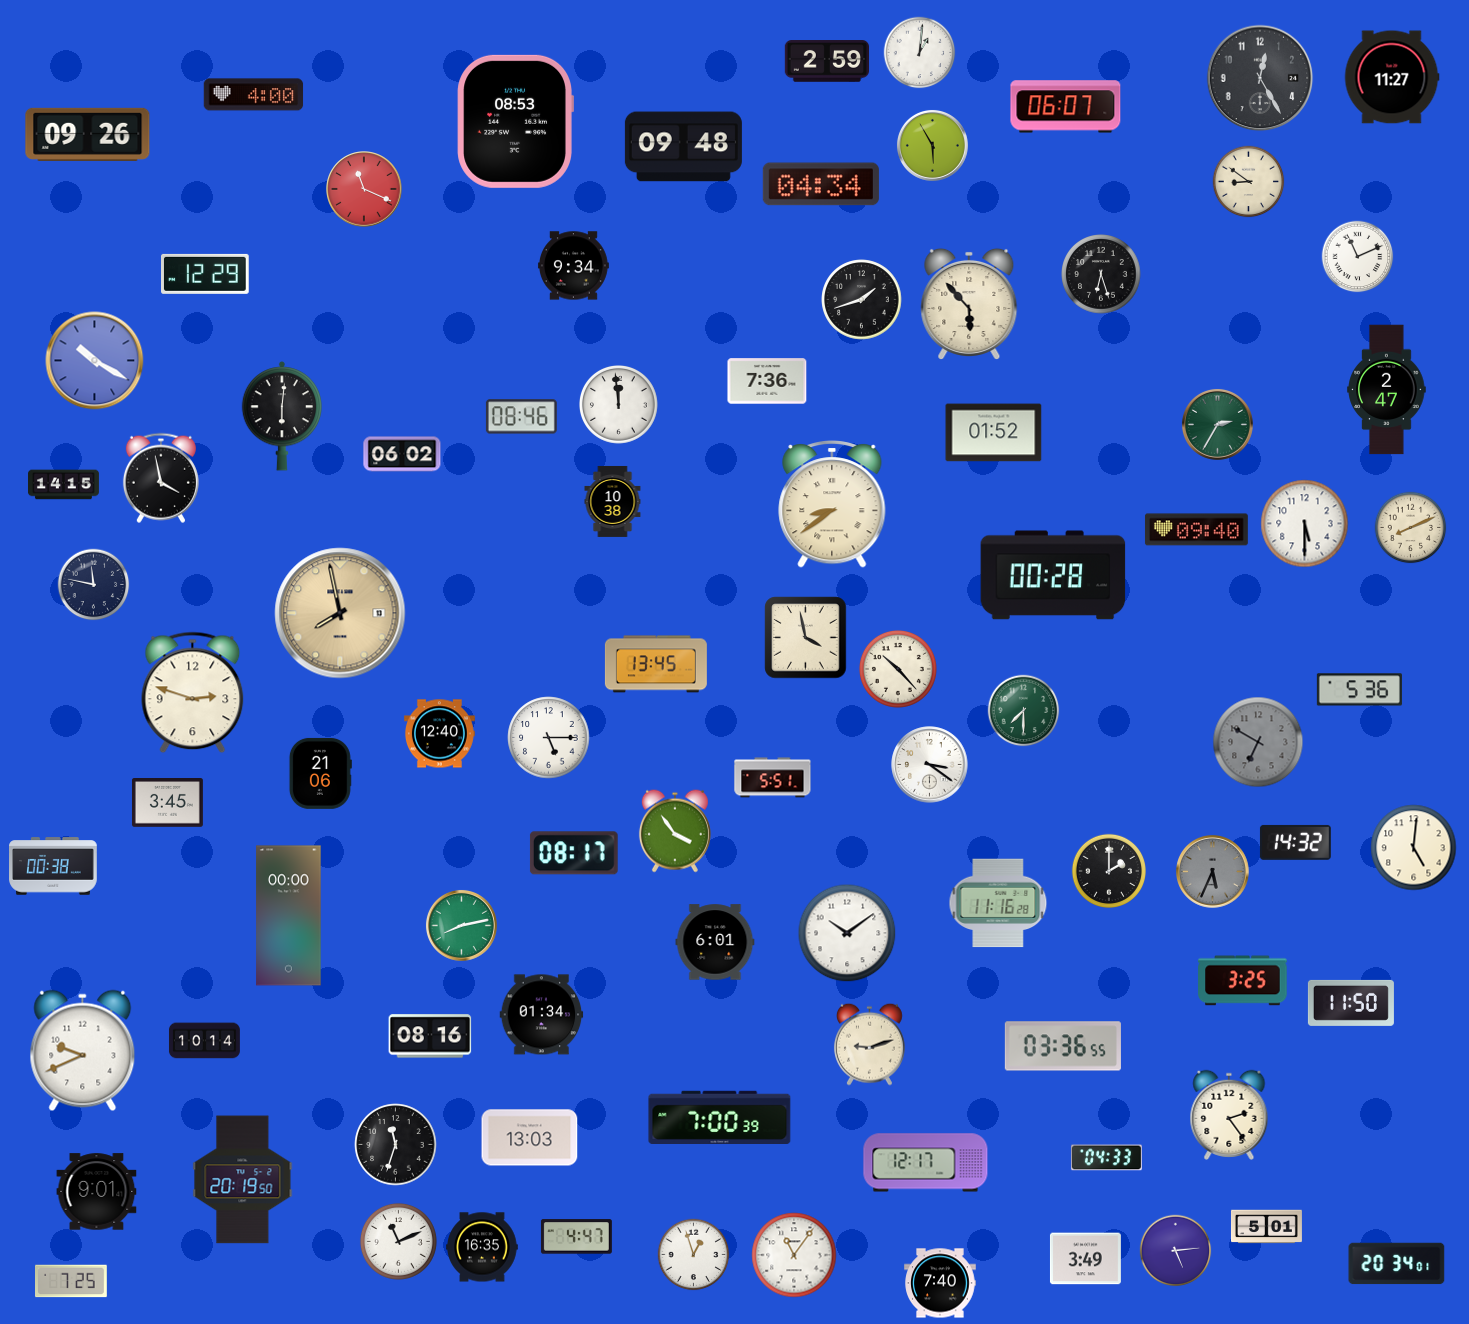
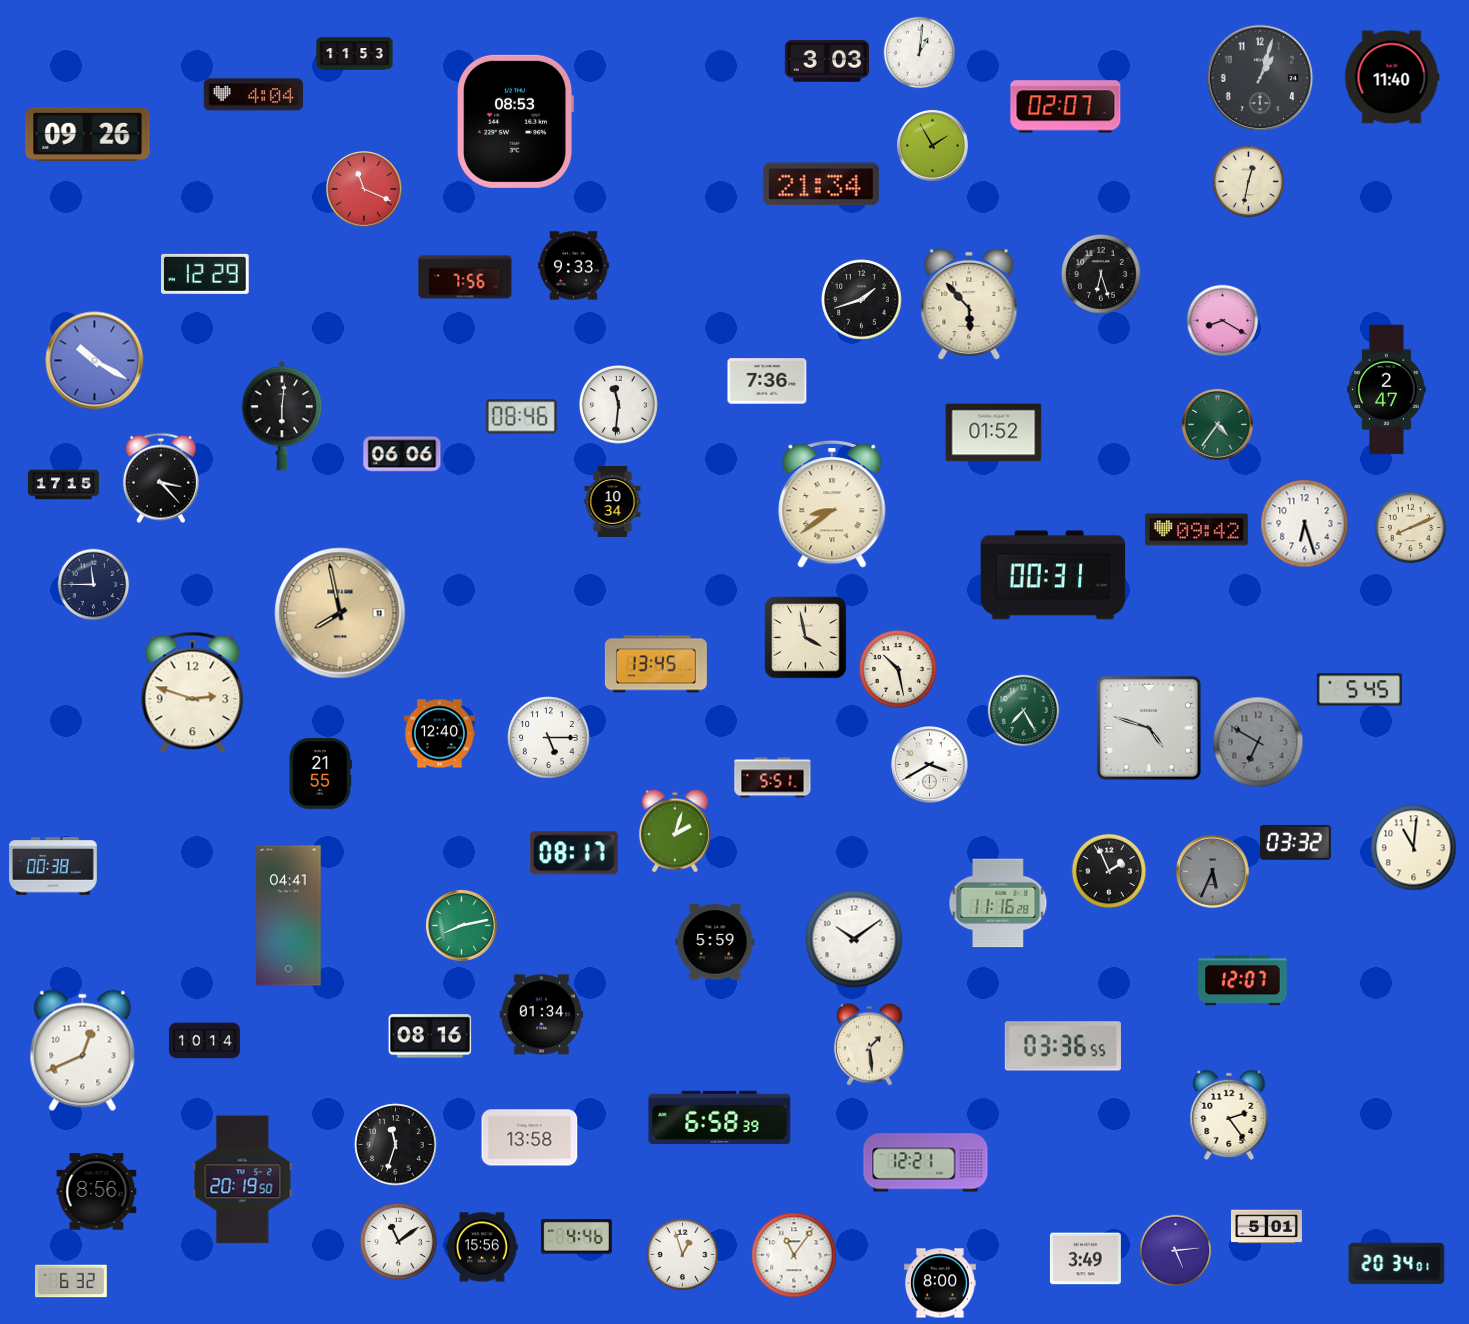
clock at (355, 54): none -> 11:53
clock at (827, 61): 2:59 -> 3:03
clock at (1392, 77): 11:27 -> 11:40
clock at (1260, 78): 12:25 -> 1:03
clock at (254, 95): 4:00 -> 4:04
clock at (1066, 107): 06:07 -> 02:07
clock at (932, 145): 5:55 -> 1:55
clock at (683, 147): 09:48 -> none
clock at (1249, 182): 8:51 -> 12:32
clock at (821, 184): 04:34 -> 21:34
clock at (1358, 257): 11:11 -> none
clock at (573, 266): 9:34 -> 9:33
clock at (465, 277): none -> 7:56
clock at (1223, 321): none -> 8:20
clock at (619, 405): 11:59 -> 11:31
clock at (1217, 424): 2:35 -> 4:36
clock at (402, 454): 06:02 -> 06:06
clock at (161, 478): 3:58 -> 3:23
clock at (64, 485): 14:15 -> 17:15
clock at (613, 501): 10:38 -> 10:34
clock at (1305, 524): 5:30 -> 6:27
clock at (1196, 530): 09:40 -> 09:42
clock at (1053, 575): 00:28 -> 00:31
clock at (94, 585): 11:47 -> 11:45
clock at (898, 669): 10:23 -> 10:28
clock at (1359, 690): 5:36 -> 5:45
clock at (1024, 711): 7:30 -> 7:25
clock at (1149, 728): none -> 4:48
clock at (930, 765): 3:21 -> 3:40
clock at (320, 773): 21:06 -> 21:55
clock at (167, 803): 3:45 -> none
clock at (675, 831): 3:54 -> 2:03
clock at (1295, 842): 14:32 -> 03:32
clock at (1414, 848): 5:01 -> 11:01
clock at (1108, 870): 2:00 -> 1:56
clock at (289, 916): 00:00 -> 04:41
clock at (847, 933) position: (847, 933) -> (854, 939)
clock at (715, 942): 6:01 -> 5:59
clock at (1243, 981): 3:25 -> 12:07
clock at (1351, 1003): 11:50 -> none
clock at (869, 1044): 9:12 -> 1:29
clock at (83, 1051): 9:41 -> 12:41
clock at (720, 1117): 7:00 -> 6:58
clock at (530, 1138): 13:03 -> 13:58
clock at (1106, 1158): 04:33 -> none
clock at (926, 1163): 12:17 -> 12:21
clock at (97, 1192): 9:01 -> 8:56
clock at (576, 1237): 4:47 -> 4:46
clock at (398, 1241): 11:11 -> 11:09
clock at (482, 1247): 16:35 -> 15:56
clock at (694, 1255) position: (694, 1255) -> (683, 1255)
clock at (71, 1281): 7:25 -> 6:32
clock at (940, 1283): 7:40 -> 8:00
